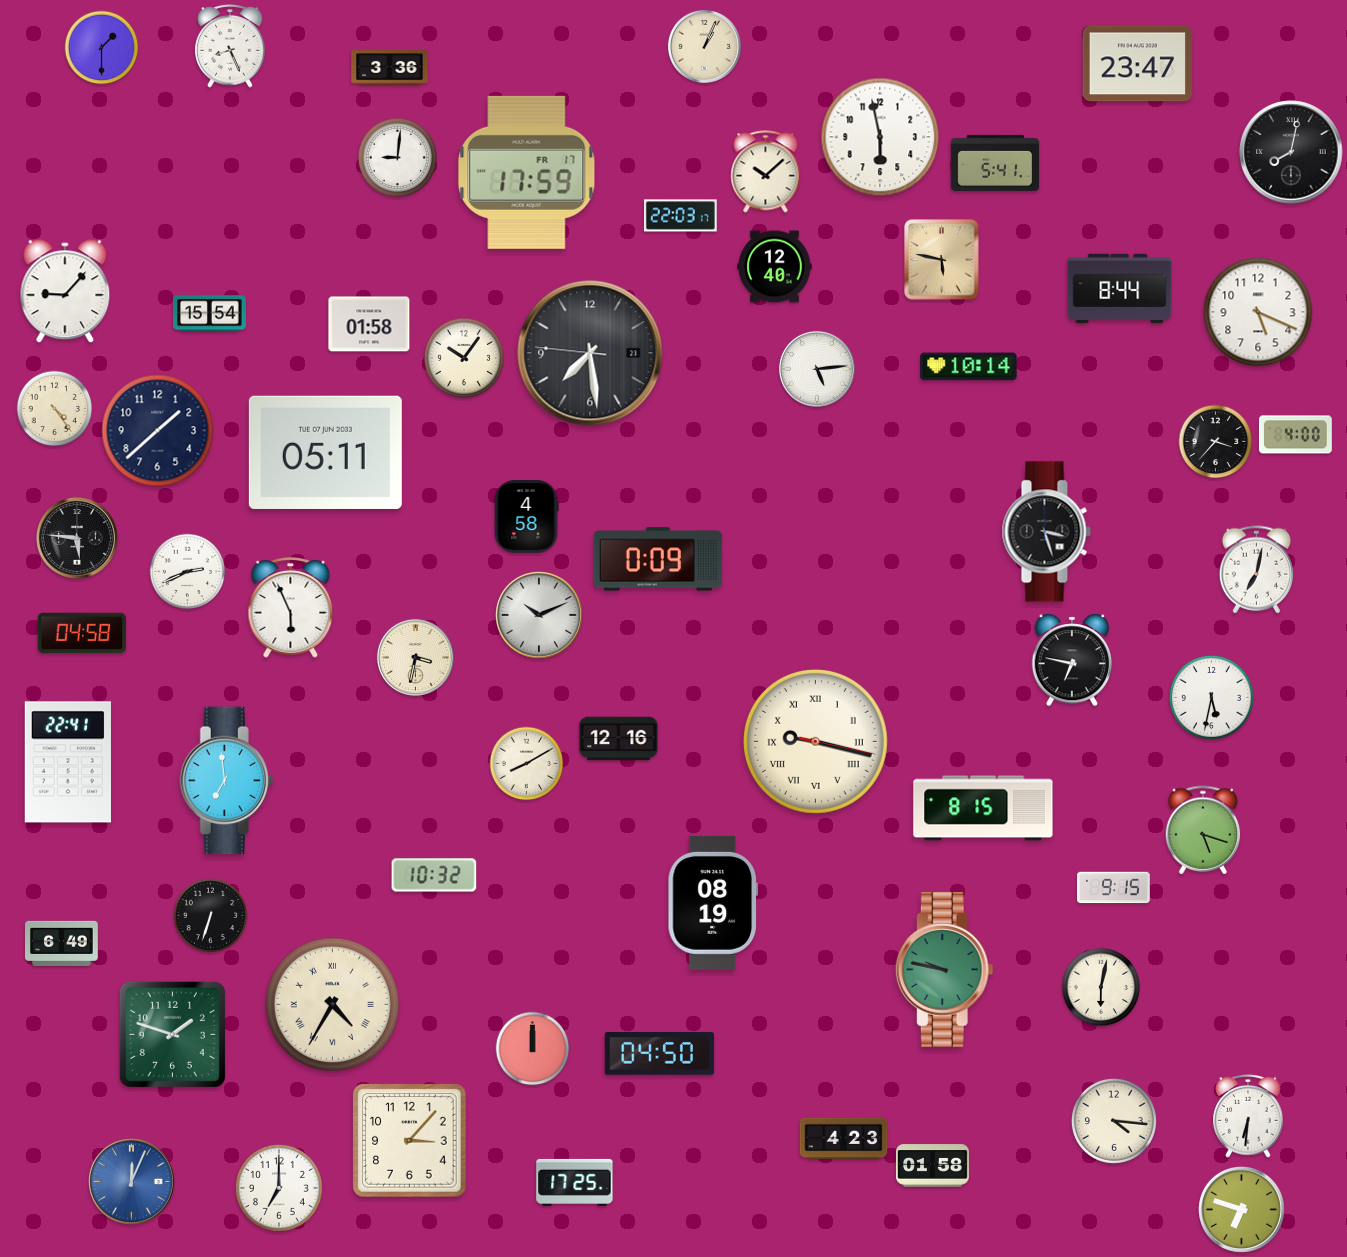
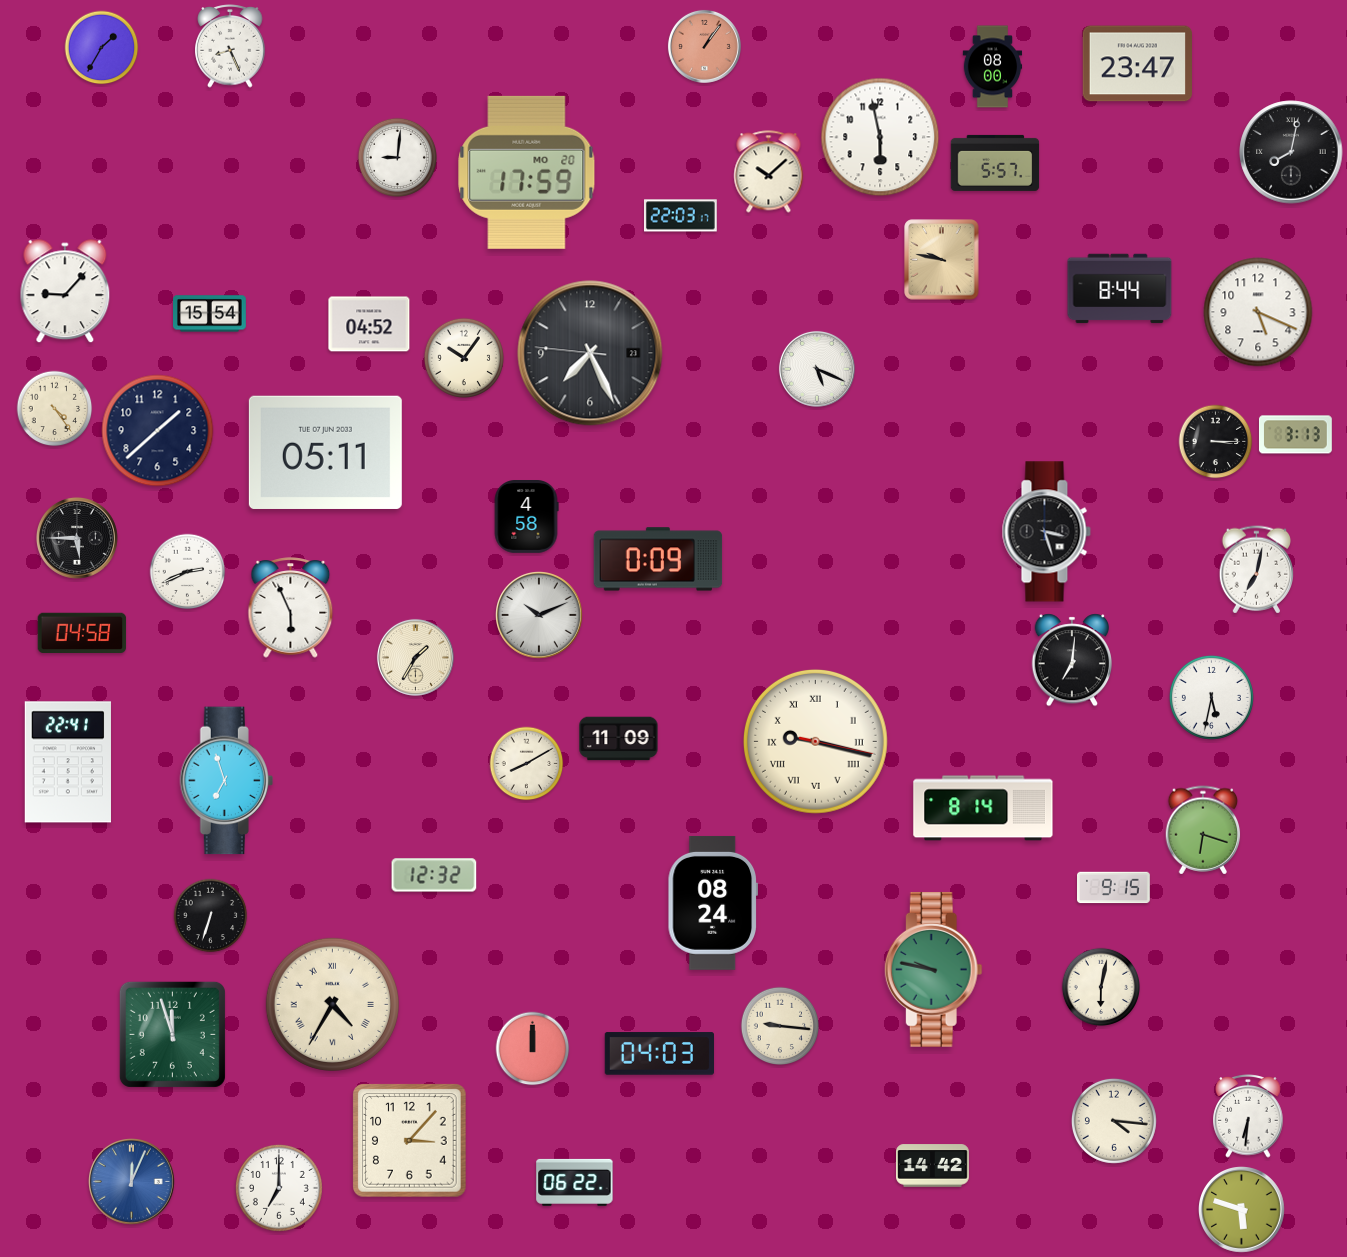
clock at (704, 46): 1:04 -> 1:06
clock at (704, 46) dial: cream -> salmon
clock at (102, 48): 1:30 -> 1:35
clock at (993, 67): none -> 08:00
clock at (390, 68): 3:36 -> none
clock at (995, 163): 5:41 -> 5:57
clock at (527, 172) date: FR 17 -> MO 20
clock at (766, 172) position: (766, 172) -> (769, 172)
clock at (942, 260): 5:47 -> 9:47
clock at (775, 267): 12:40 -> none
clock at (369, 324): 01:58 -> 04:52
clock at (590, 353): 7:28 -> 7:25
clock at (969, 367): 10:14 -> none
clock at (817, 369): 5:14 -> 5:19
clock at (1295, 435): 4:00 -> 3:13
clock at (1216, 442): 3:37 -> 3:15
clock at (77, 538): 5:46 -> 5:45
clock at (415, 657): 3:32 -> 1:35
clock at (1072, 660): 6:47 -> 7:01
clock at (619, 739): 12:16 -> 11:09
clock at (226, 781): 6:59 -> 6:57
clock at (983, 808): 8:15 -> 8:14
clock at (1203, 830): 5:18 -> 6:18
clock at (434, 875): 10:32 -> 12:32
clock at (712, 903): 08:19 -> 08:24
clock at (62, 943): 6:49 -> none
clock at (944, 969) position: (944, 969) -> (933, 969)
clock at (779, 1025): none -> 9:16
clock at (172, 1034): 1:48 -> 11:57
clock at (659, 1054): 04:50 -> 04:03
clock at (844, 1139): 4:23 -> none
clock at (933, 1166): 01:58 -> 14:42
clock at (575, 1182): 17:25 -> 06:22
clock at (1242, 1210): 6:48 -> 5:48
